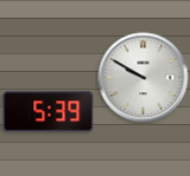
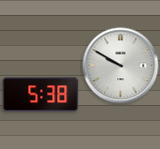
clock at (49, 112): 5:39 -> 5:38
